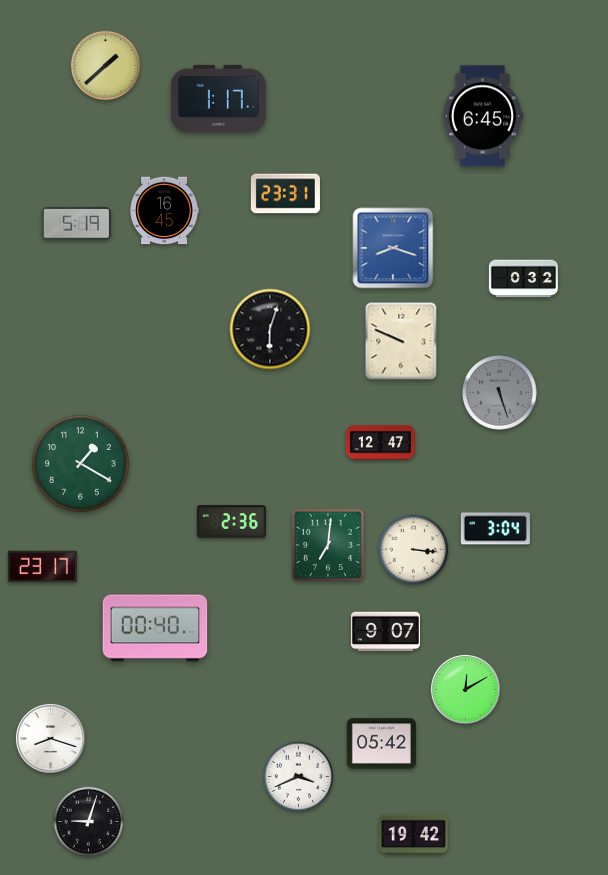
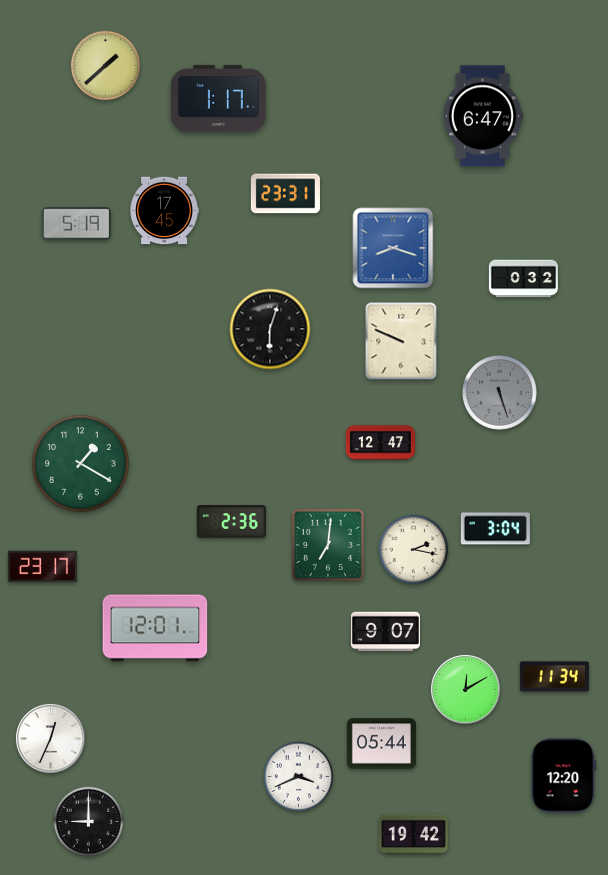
clock at (483, 116): 6:45 -> 6:47
clock at (164, 211): 16:45 -> 17:45
clock at (414, 550): 3:16 -> 2:17
clock at (155, 628): 00:40 -> 12:01
clock at (554, 677): none -> 11:34
clock at (50, 738): 8:18 -> 12:34
clock at (381, 744): 05:42 -> 05:44
clock at (564, 776): none -> 12:20
clock at (89, 822): 9:03 -> 9:00
